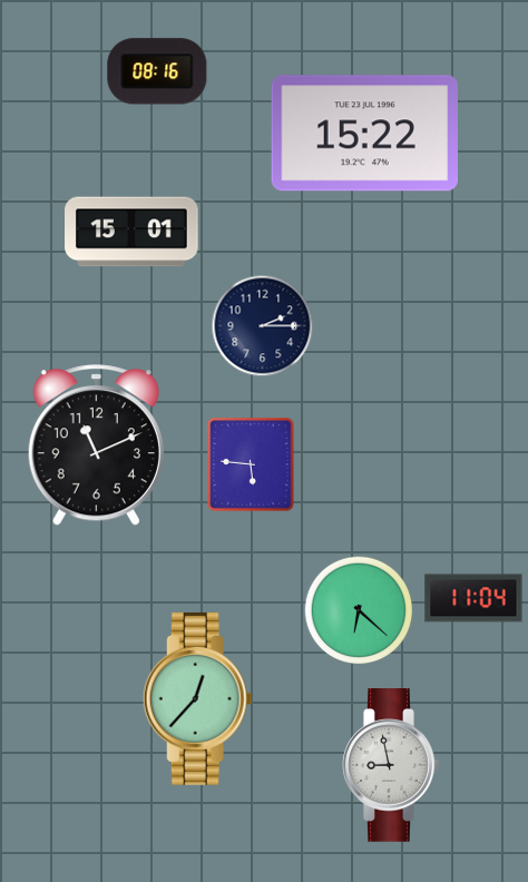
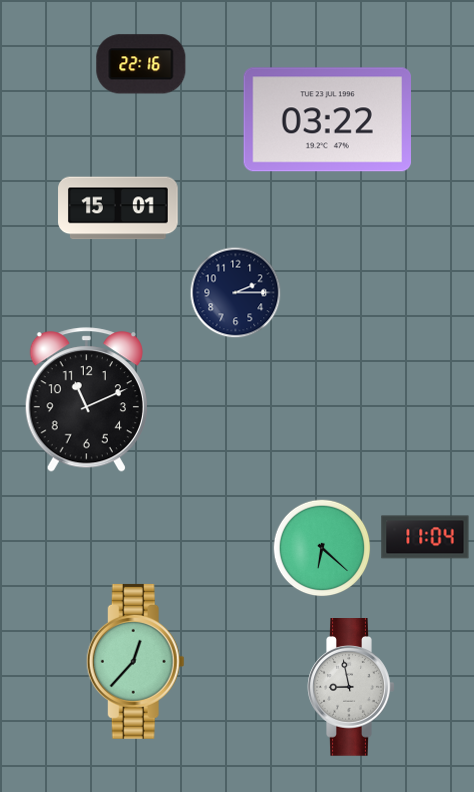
clock at (157, 71): 08:16 -> 22:16
clock at (364, 134): 15:22 -> 03:22
clock at (251, 464): 5:46 -> none
clock at (197, 698) position: (197, 698) -> (135, 661)
